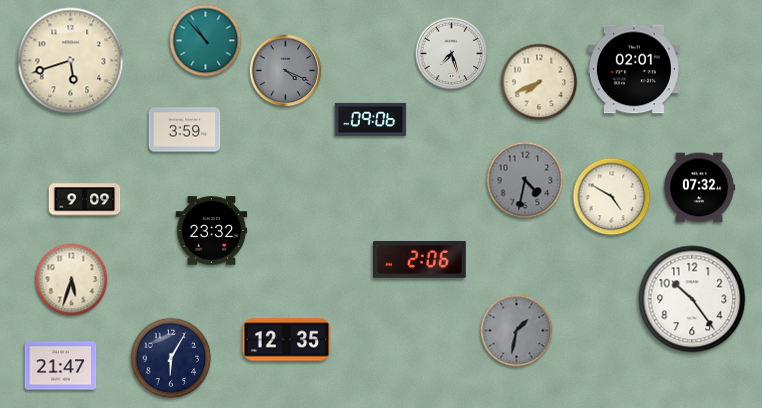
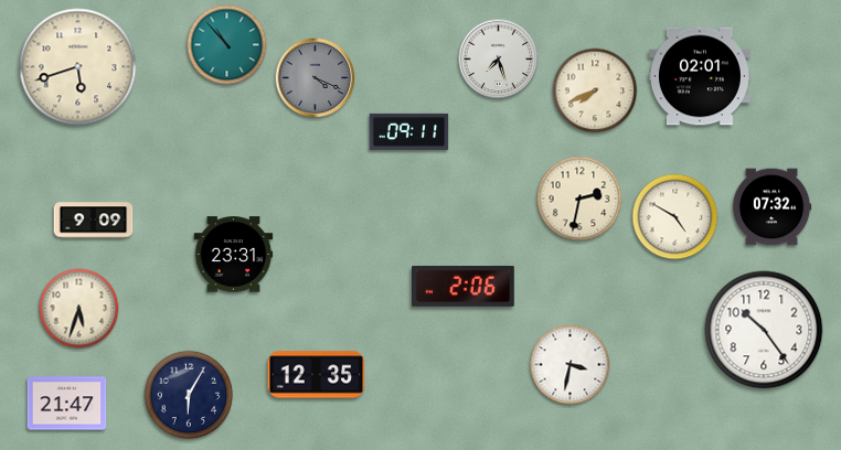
clock at (371, 119): 09:06 -> 09:11
clock at (185, 130): 3:59 -> none
clock at (525, 180): 4:32 -> 2:32
clock at (525, 180) dial: grey -> cream
clock at (212, 231): 23:32 -> 23:31
clock at (517, 331): 1:32 -> 3:32
clock at (517, 331) dial: grey -> white
